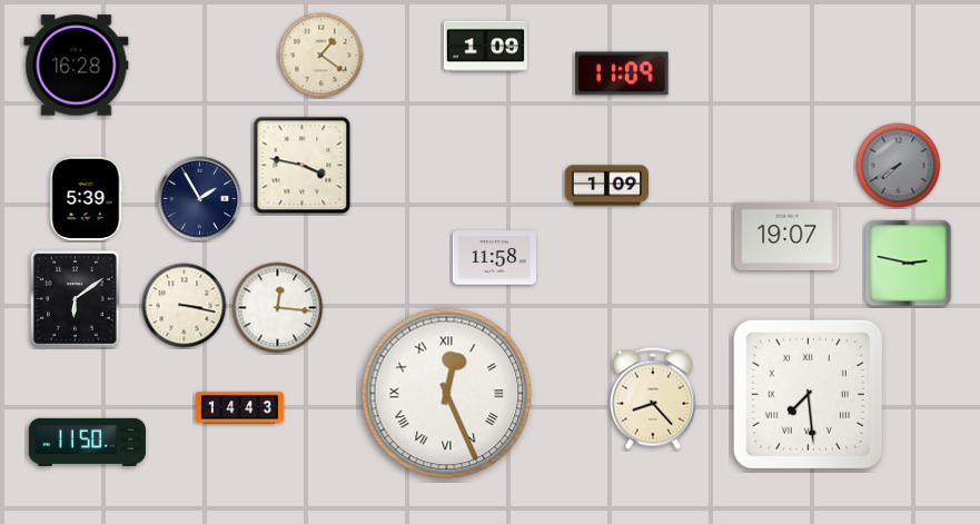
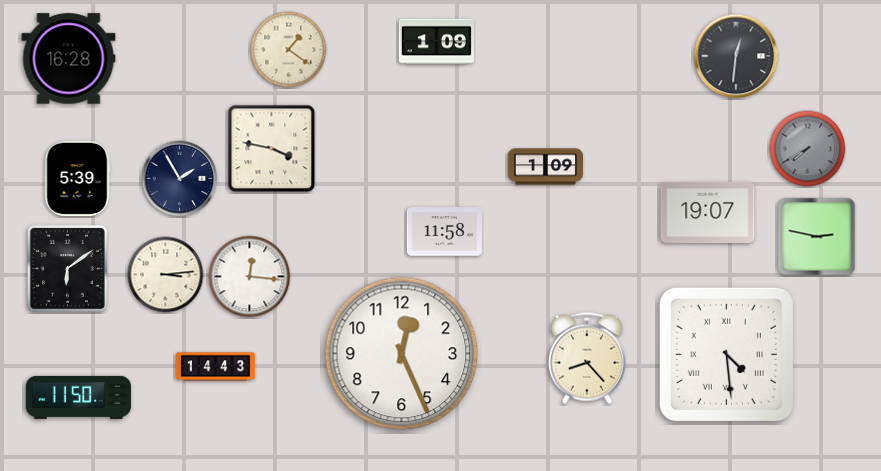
clock at (736, 56): none -> 12:31
clock at (622, 73): 11:09 -> none
clock at (185, 306): 3:17 -> 3:14
clock at (447, 394) numerals: Roman -> Arabic
clock at (808, 394): 7:29 -> 4:29
